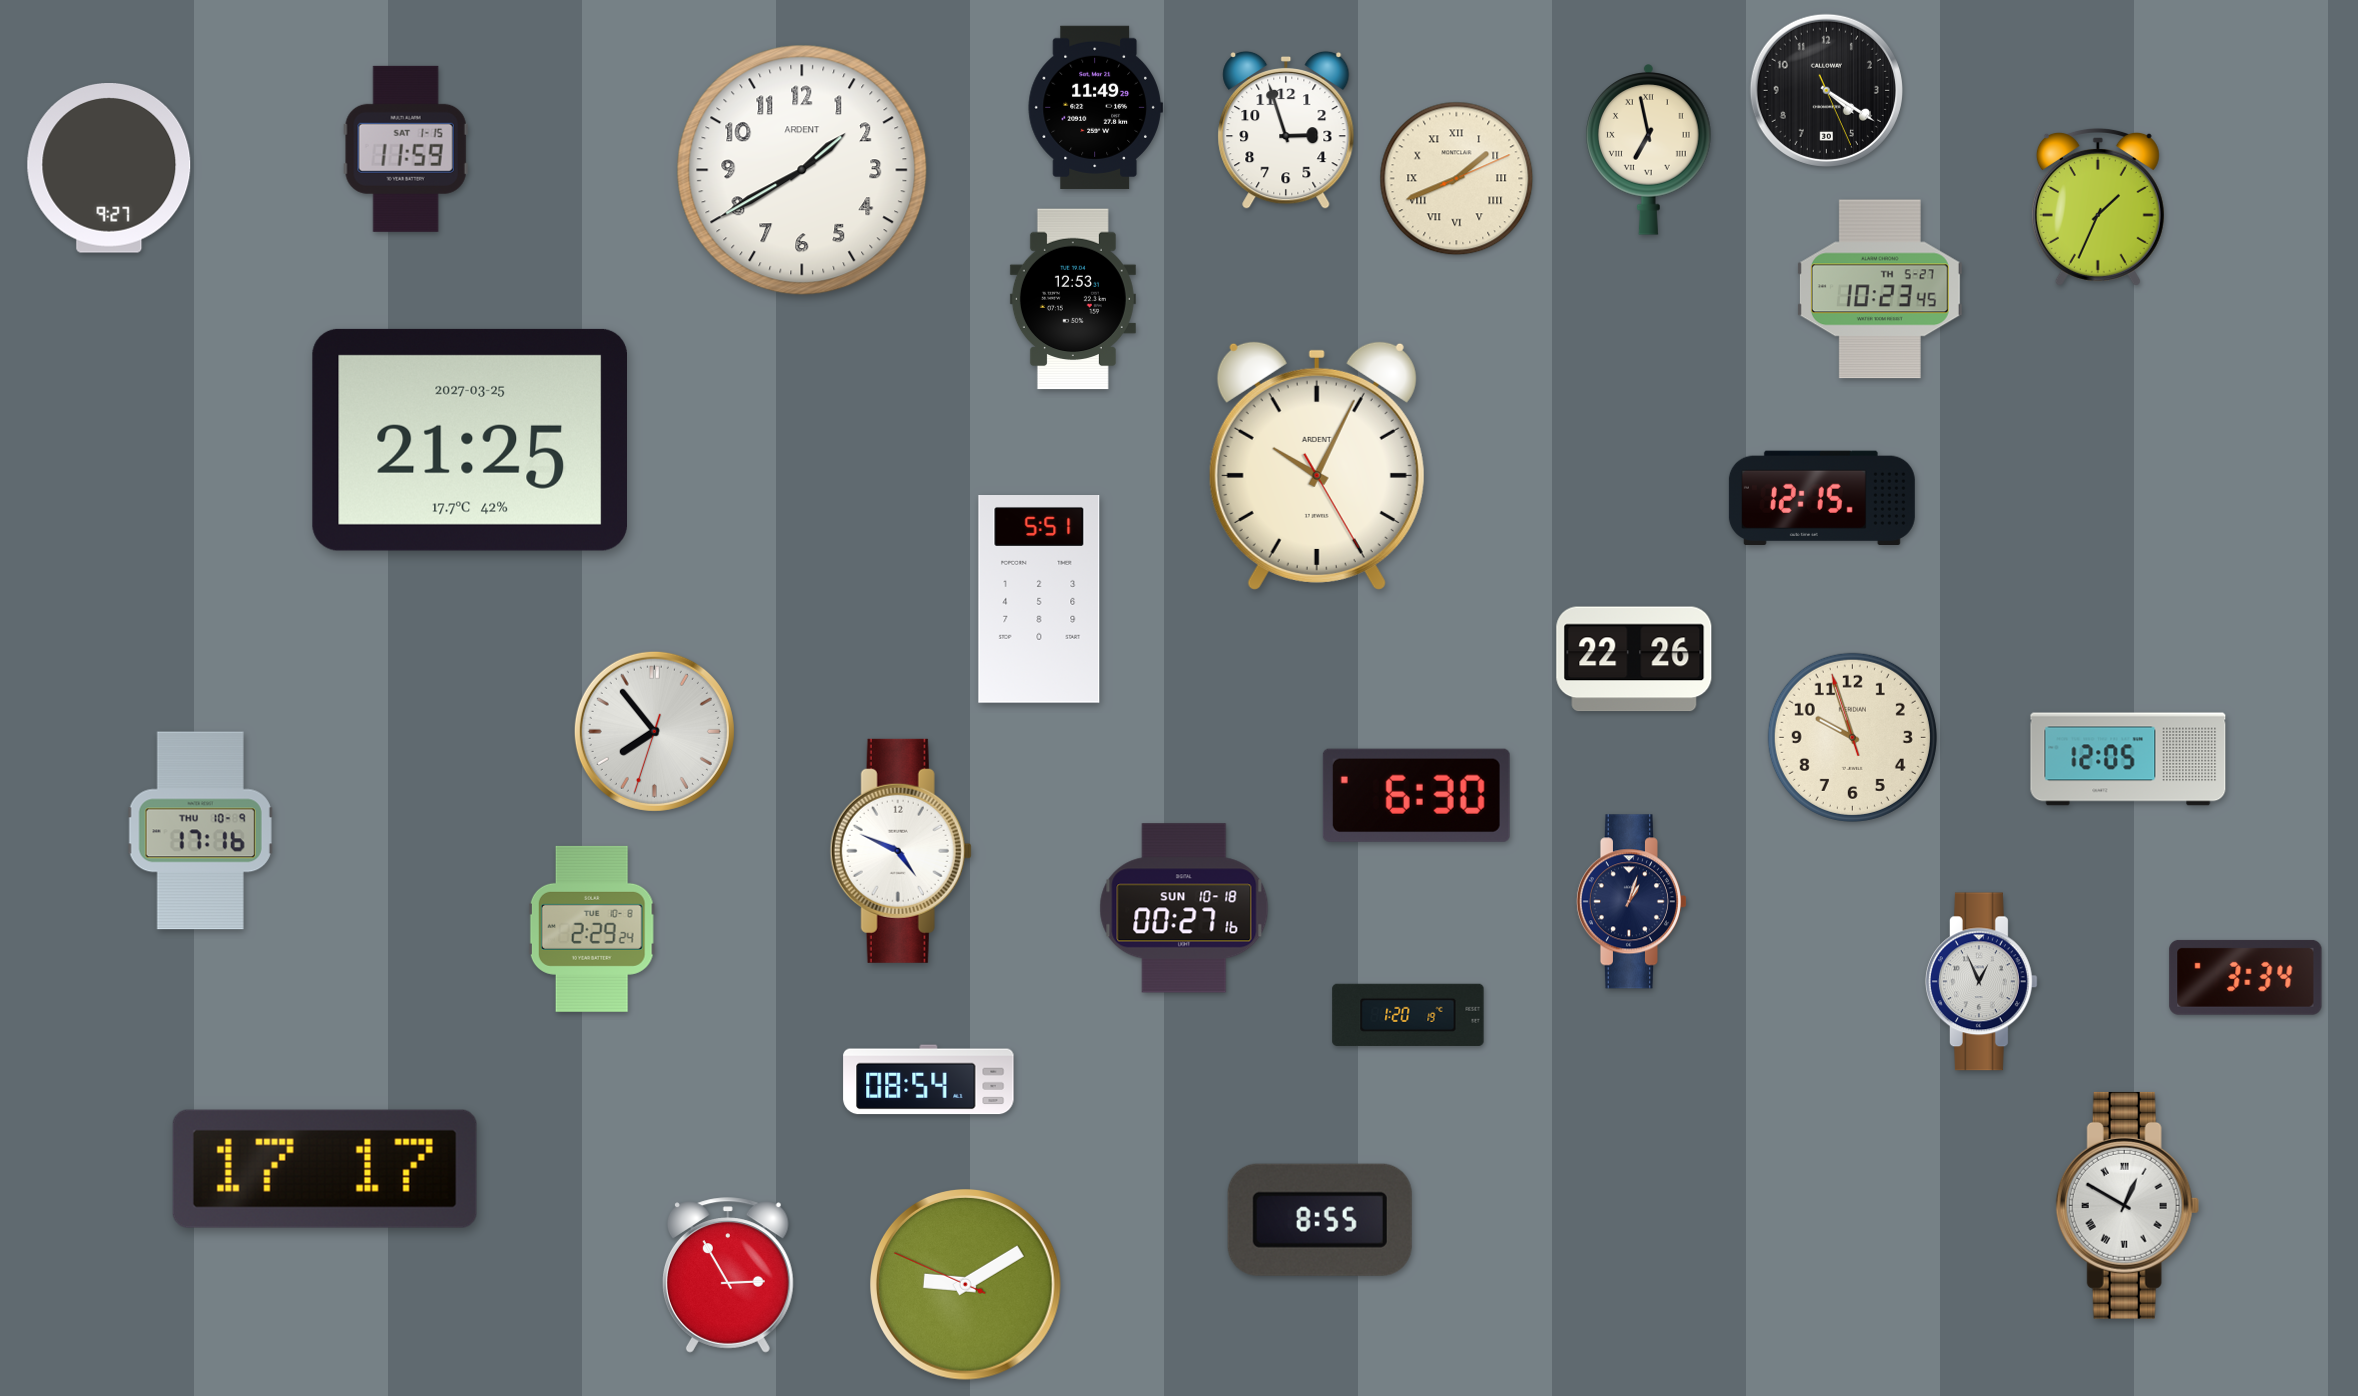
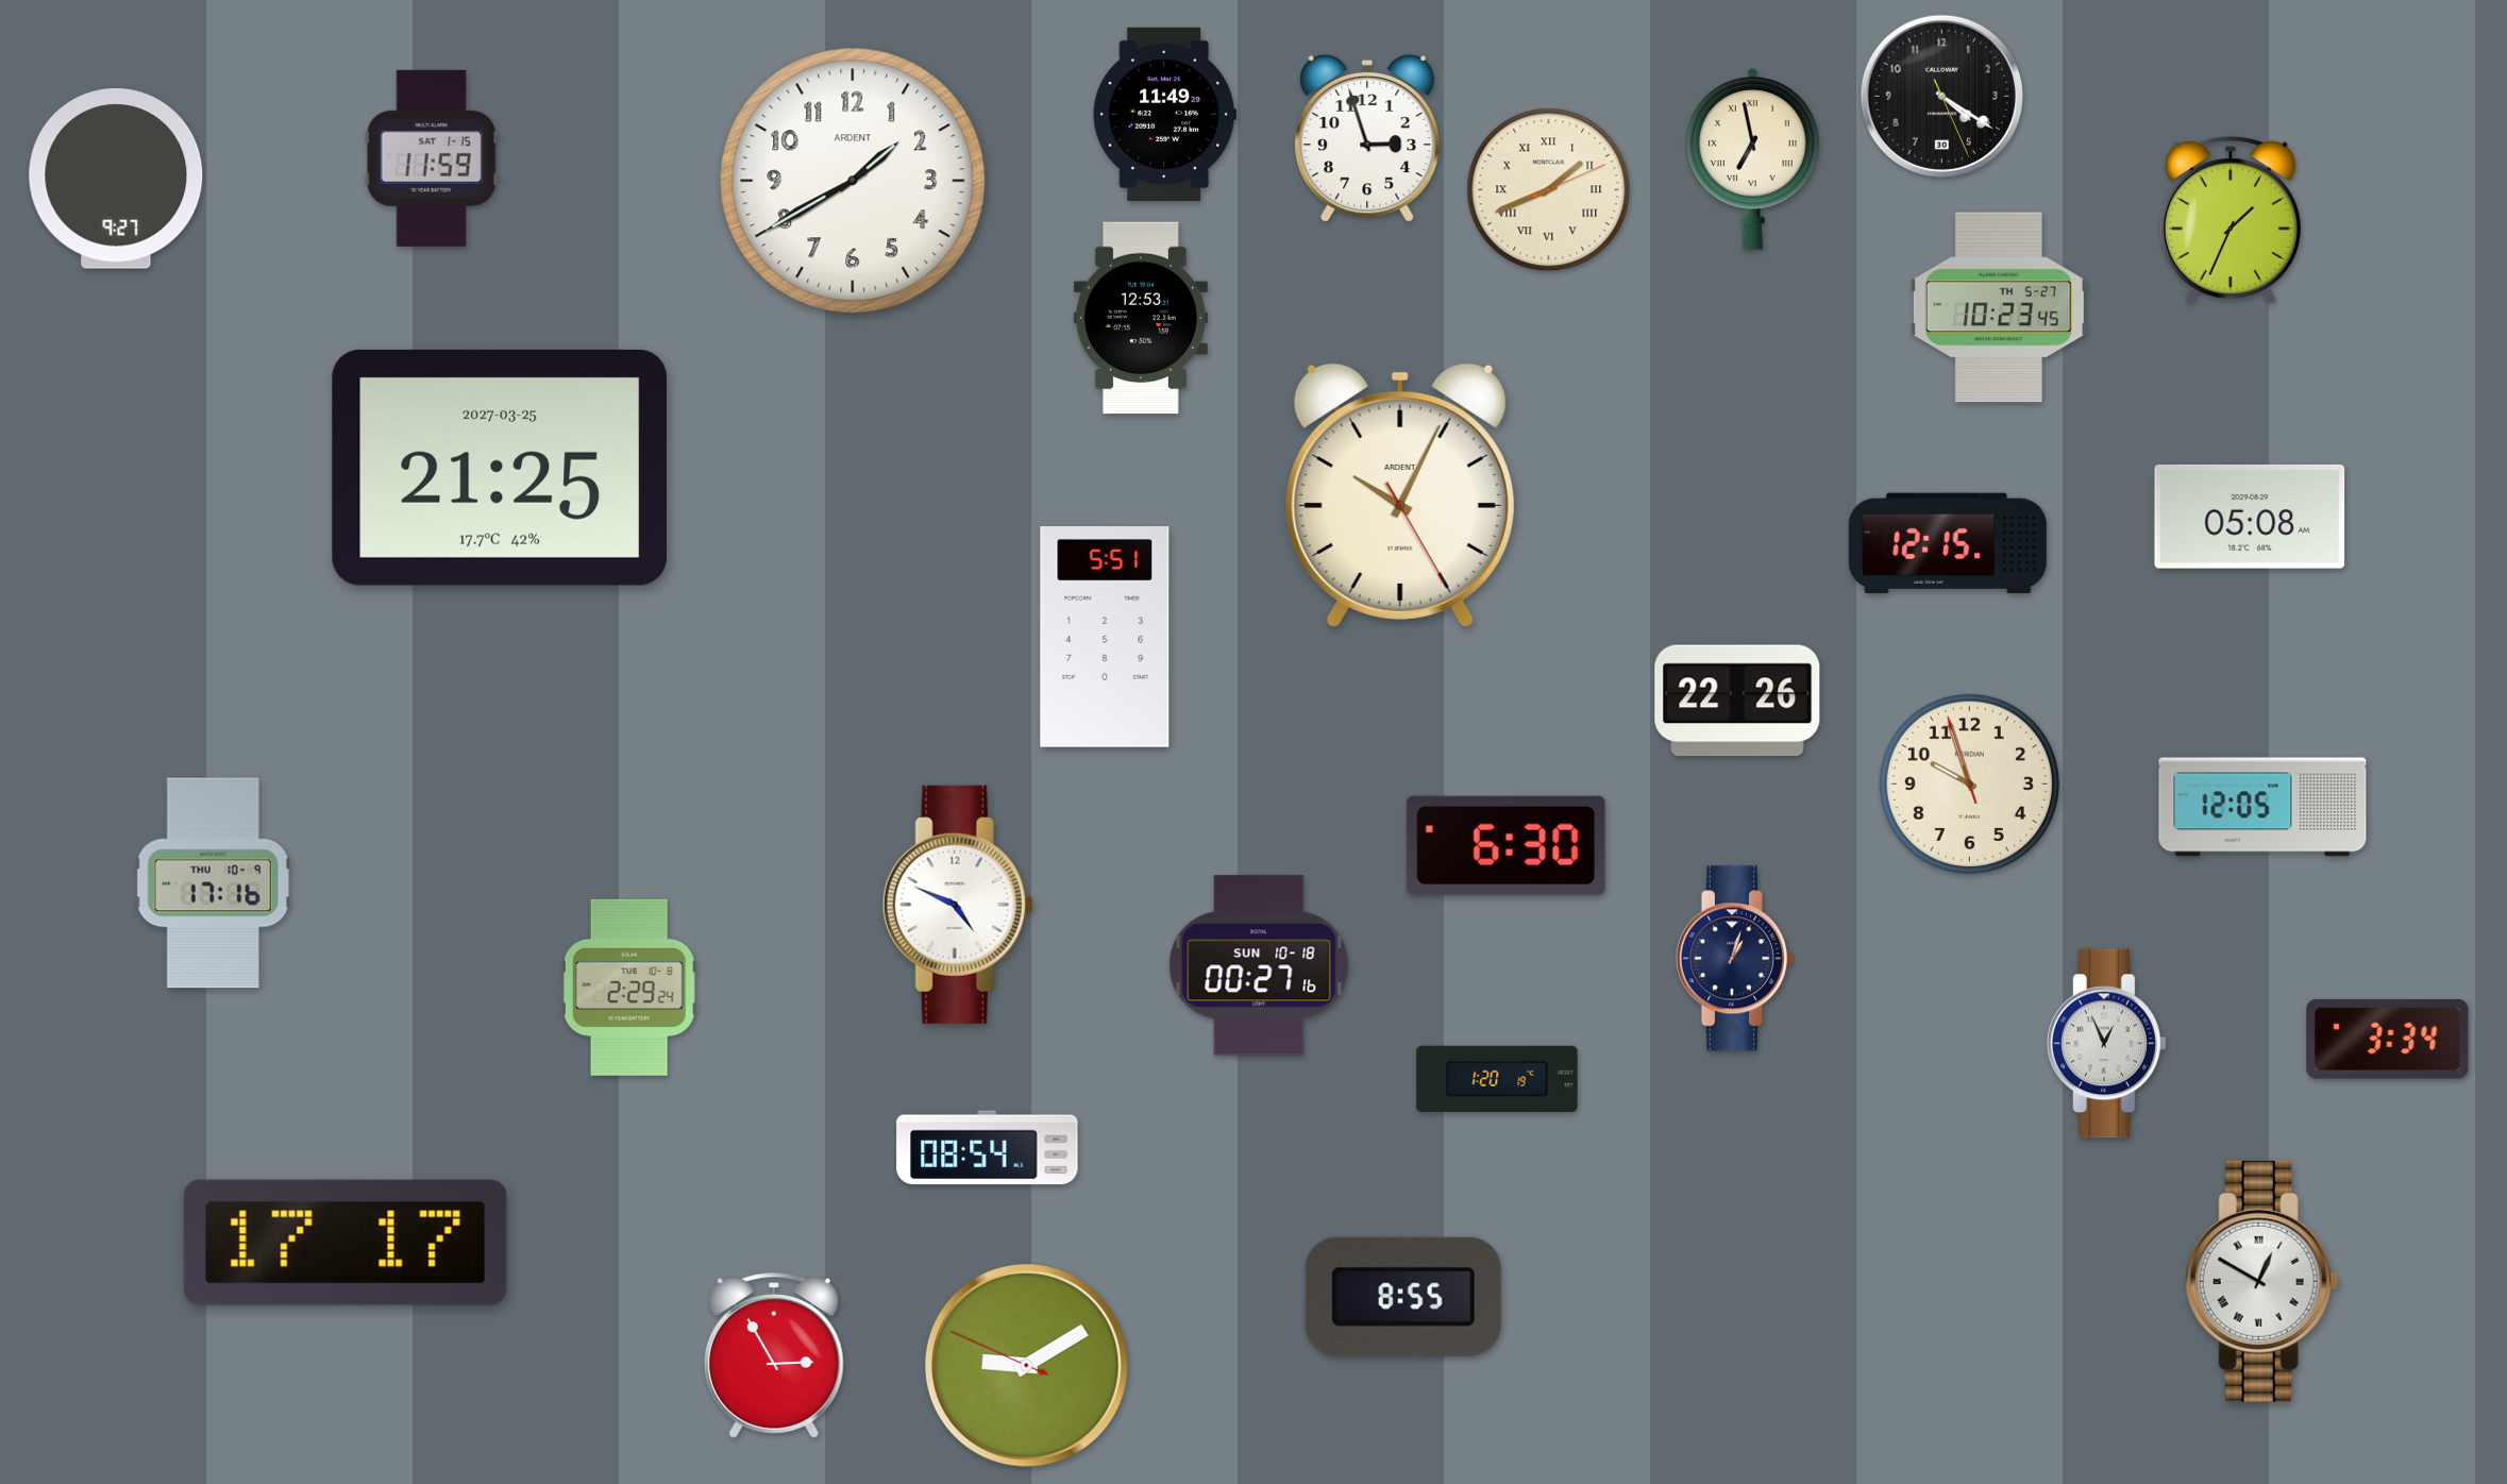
clock at (2250, 517): none -> 05:08
clock at (1822, 497) position: (1822, 497) -> (1948, 542)
clock at (654, 731): 7:53 -> none
